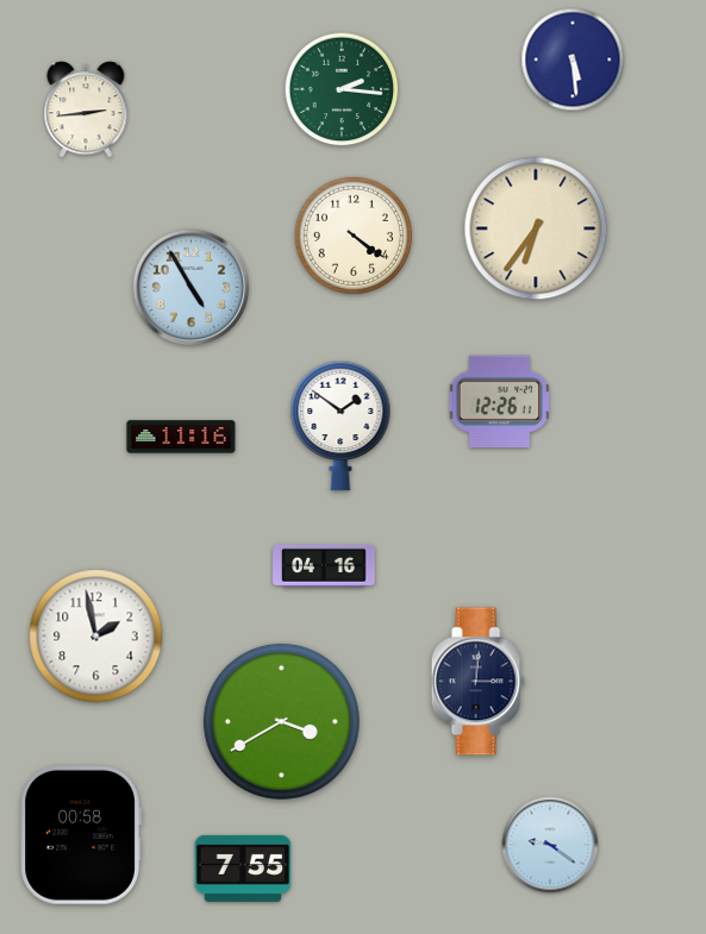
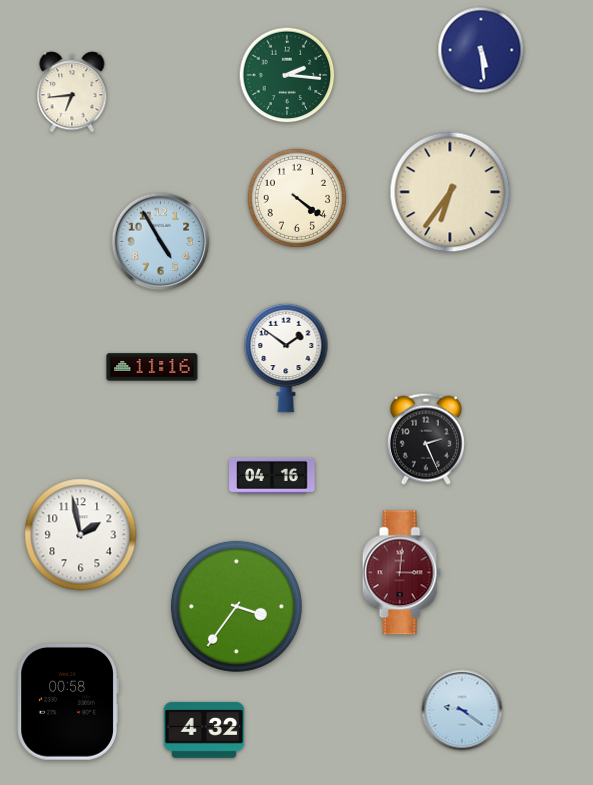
clock at (86, 109): 2:44 -> 6:44
clock at (499, 402): 12:26 -> none
clock at (426, 439): none -> 2:26
clock at (477, 682) dial: navy -> burgundy
clock at (281, 721): 3:40 -> 3:36
clock at (243, 869): 7:55 -> 4:32
